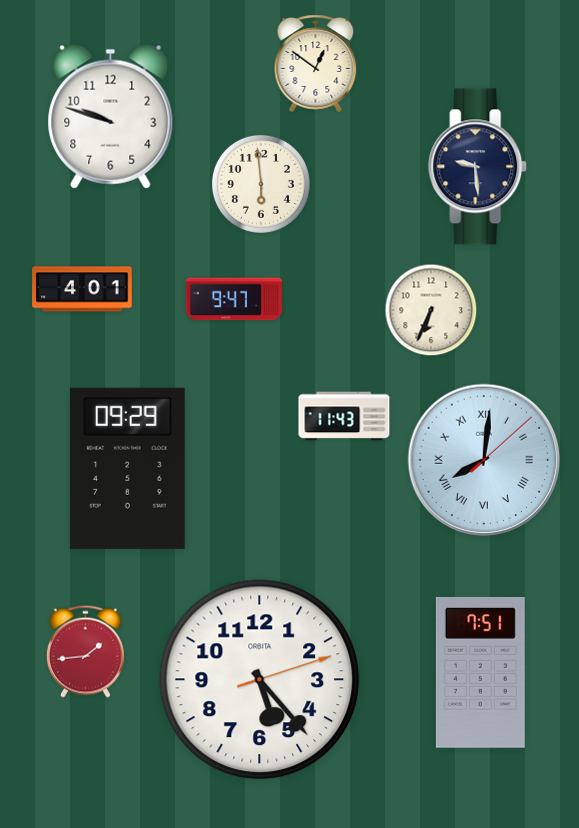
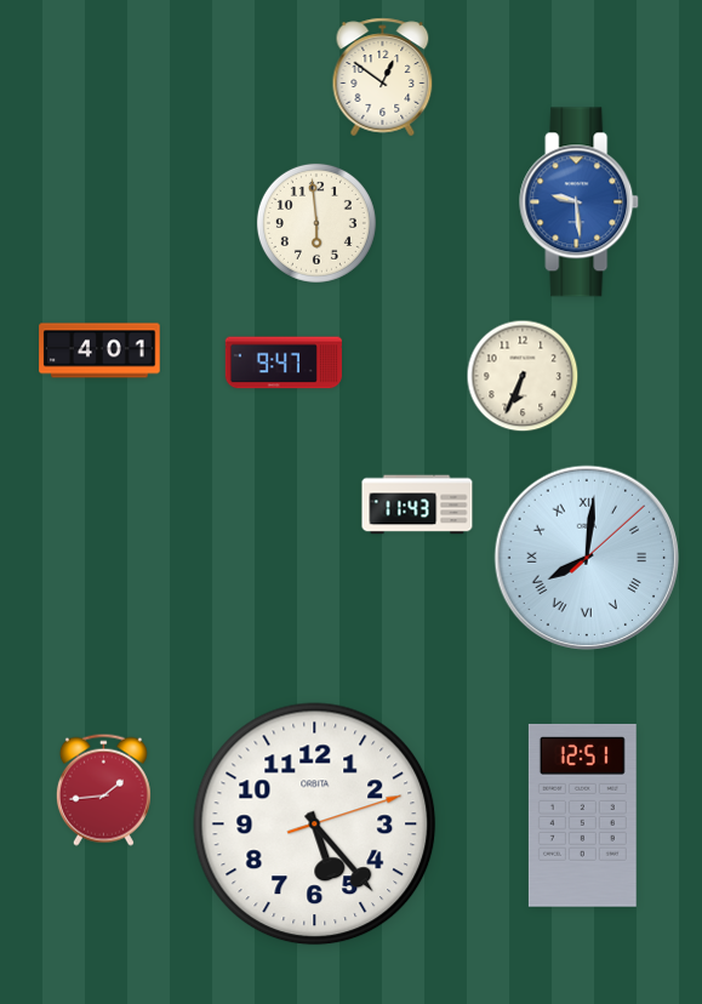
clock at (111, 116): 9:48 -> none
clock at (478, 167) dial: navy -> blue
clock at (127, 468): 09:29 -> none
clock at (480, 672): 7:51 -> 12:51
